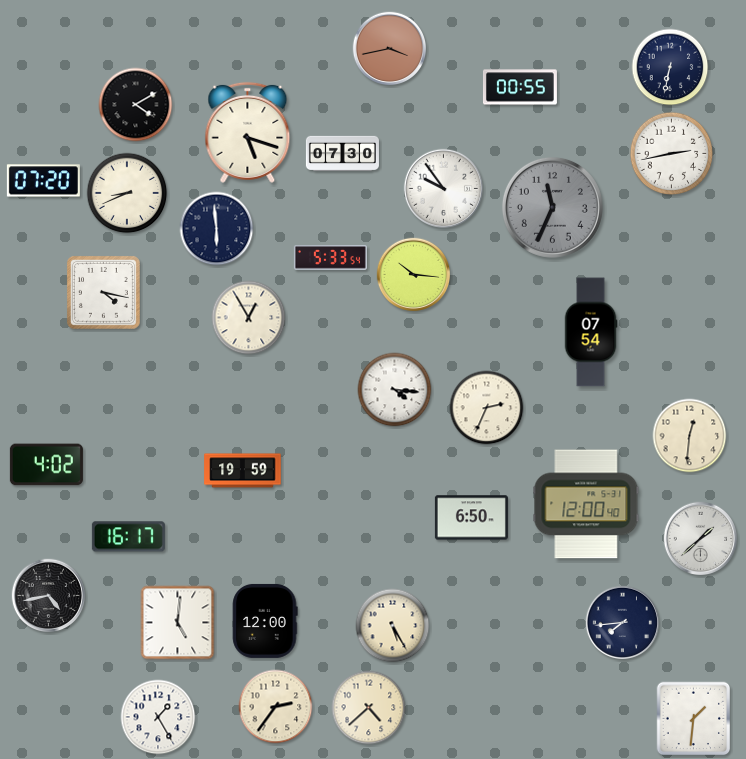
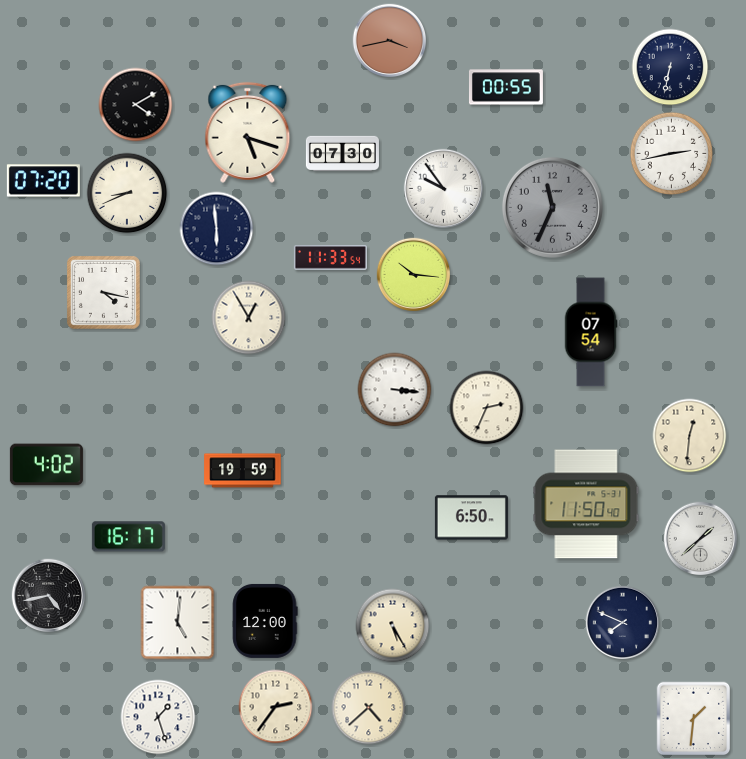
clock at (390, 49) position: (390, 49) -> (390, 41)
clock at (520, 87) position: (520, 87) -> (506, 87)
clock at (330, 258): 5:33 -> 11:33
clock at (395, 390): 4:16 -> 3:16
clock at (586, 504): 12:00 -> 11:50
clock at (623, 623): 7:44 -> 7:49
clock at (158, 717): 1:25 -> 1:27
